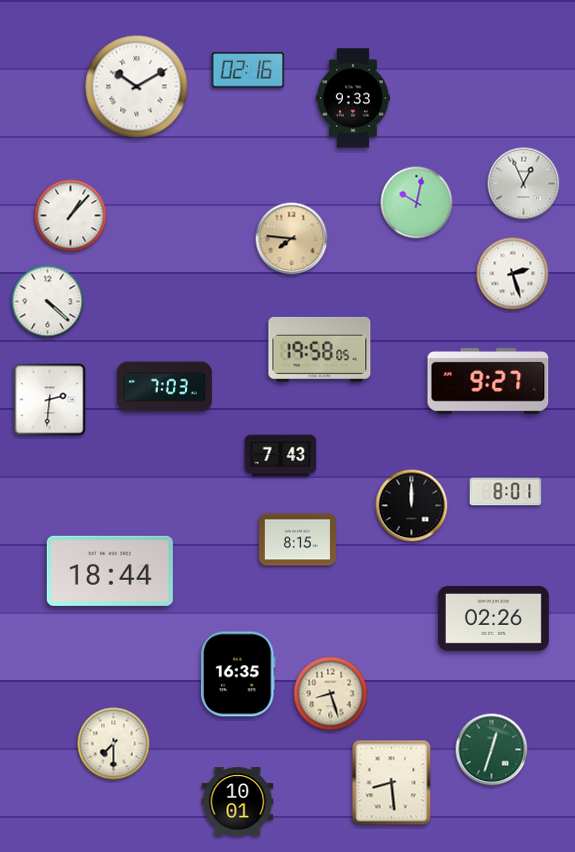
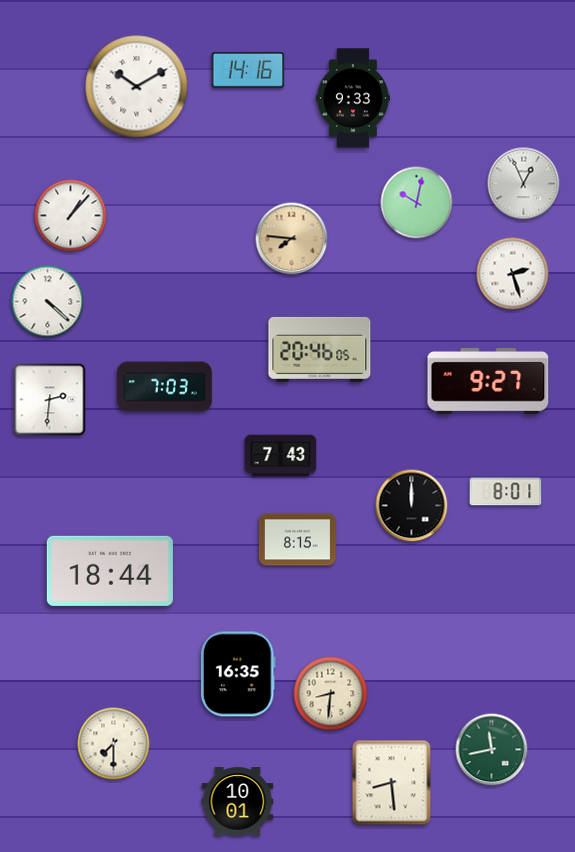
clock at (248, 70): 02:16 -> 14:16
clock at (320, 349): 19:58 -> 20:46
clock at (493, 618): 02:26 -> none
clock at (331, 694): 8:27 -> 8:31
clock at (492, 750): 12:33 -> 11:43
